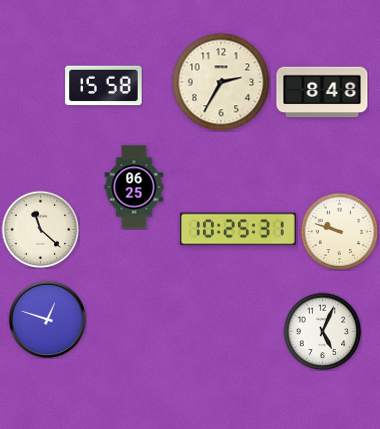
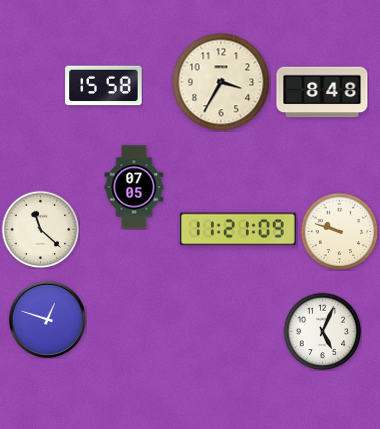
clock at (221, 82): 2:35 -> 3:35
clock at (134, 187): 06:25 -> 07:05
clock at (238, 229): 10:25 -> 11:21
